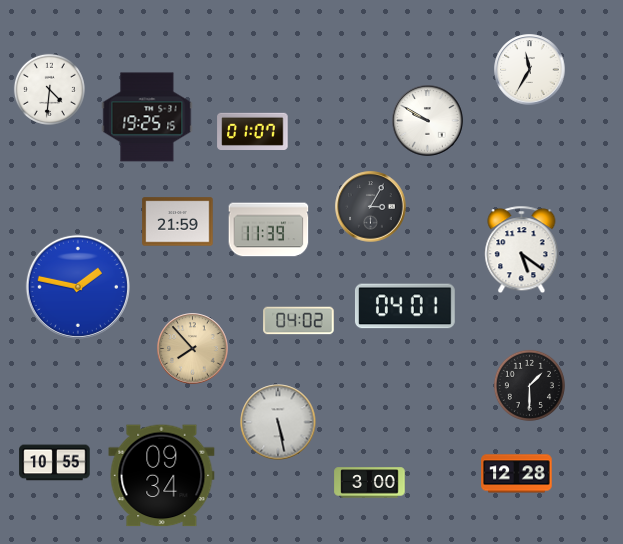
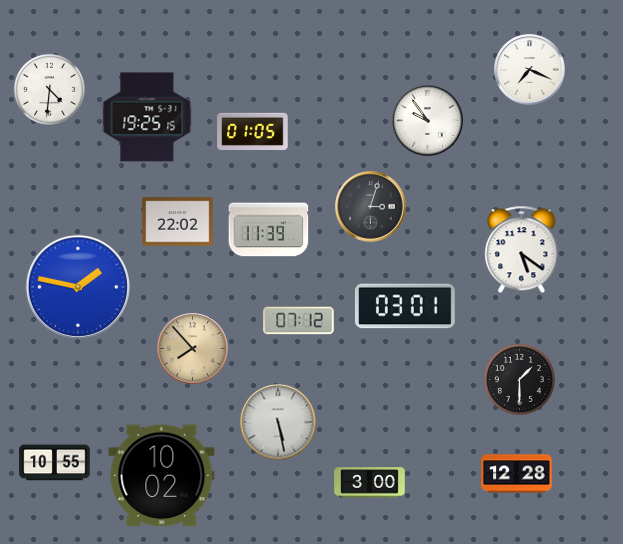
clock at (530, 70): 11:35 -> 7:19
clock at (428, 121): 9:50 -> 9:54
clock at (253, 131): 01:07 -> 01:05
clock at (371, 207): 3:05 -> 3:03
clock at (178, 222): 21:59 -> 22:02
clock at (405, 306): 04:01 -> 03:01
clock at (299, 321): 04:02 -> 07:12
clock at (529, 385) position: (529, 385) -> (519, 379)
clock at (162, 476): 09:34 -> 10:02
